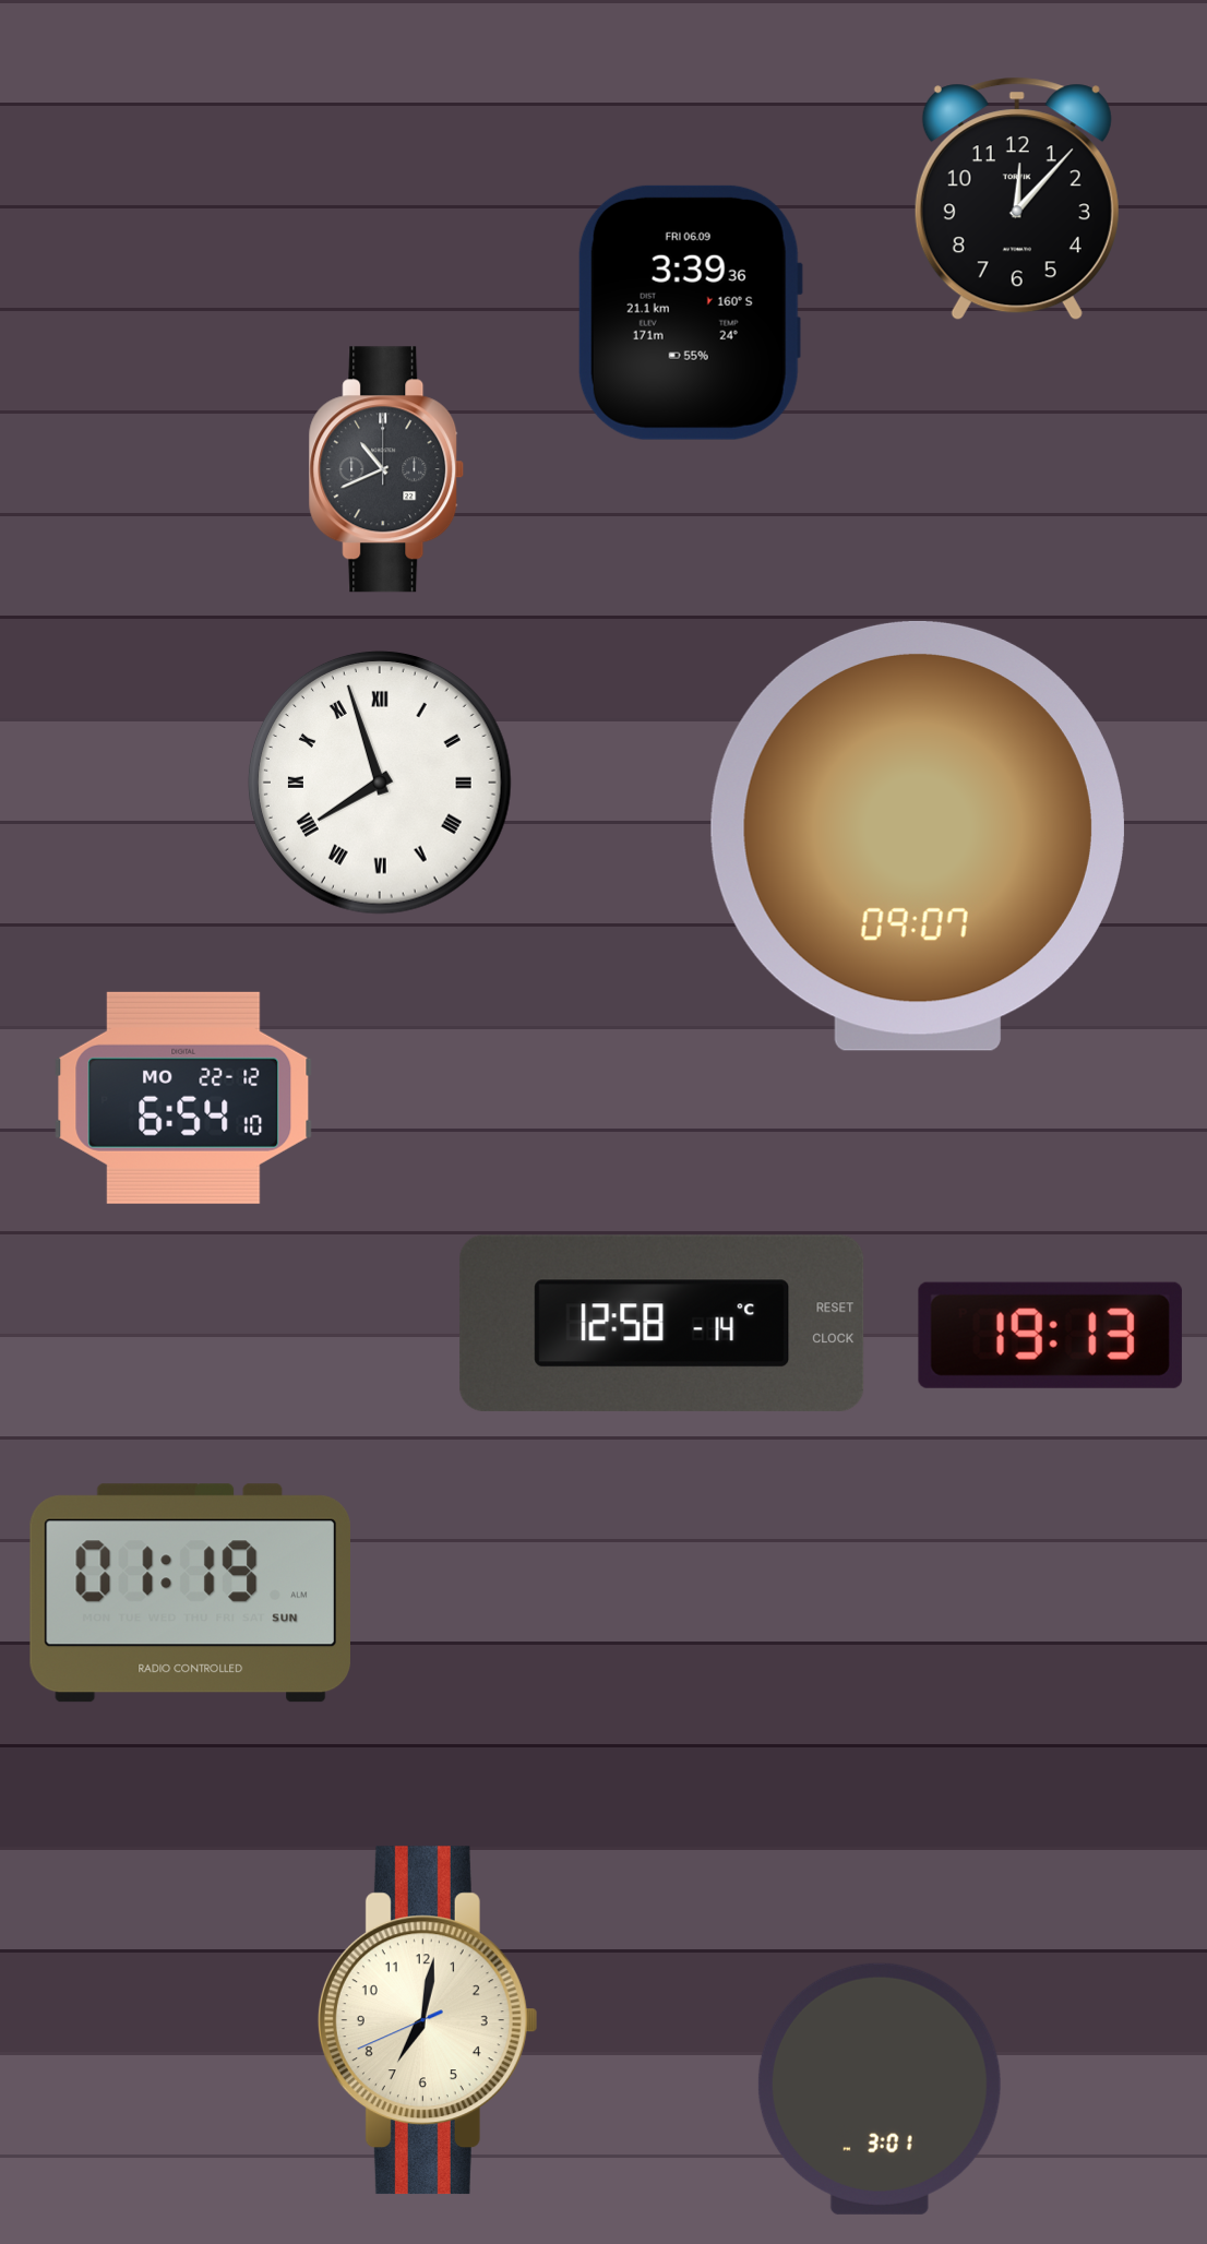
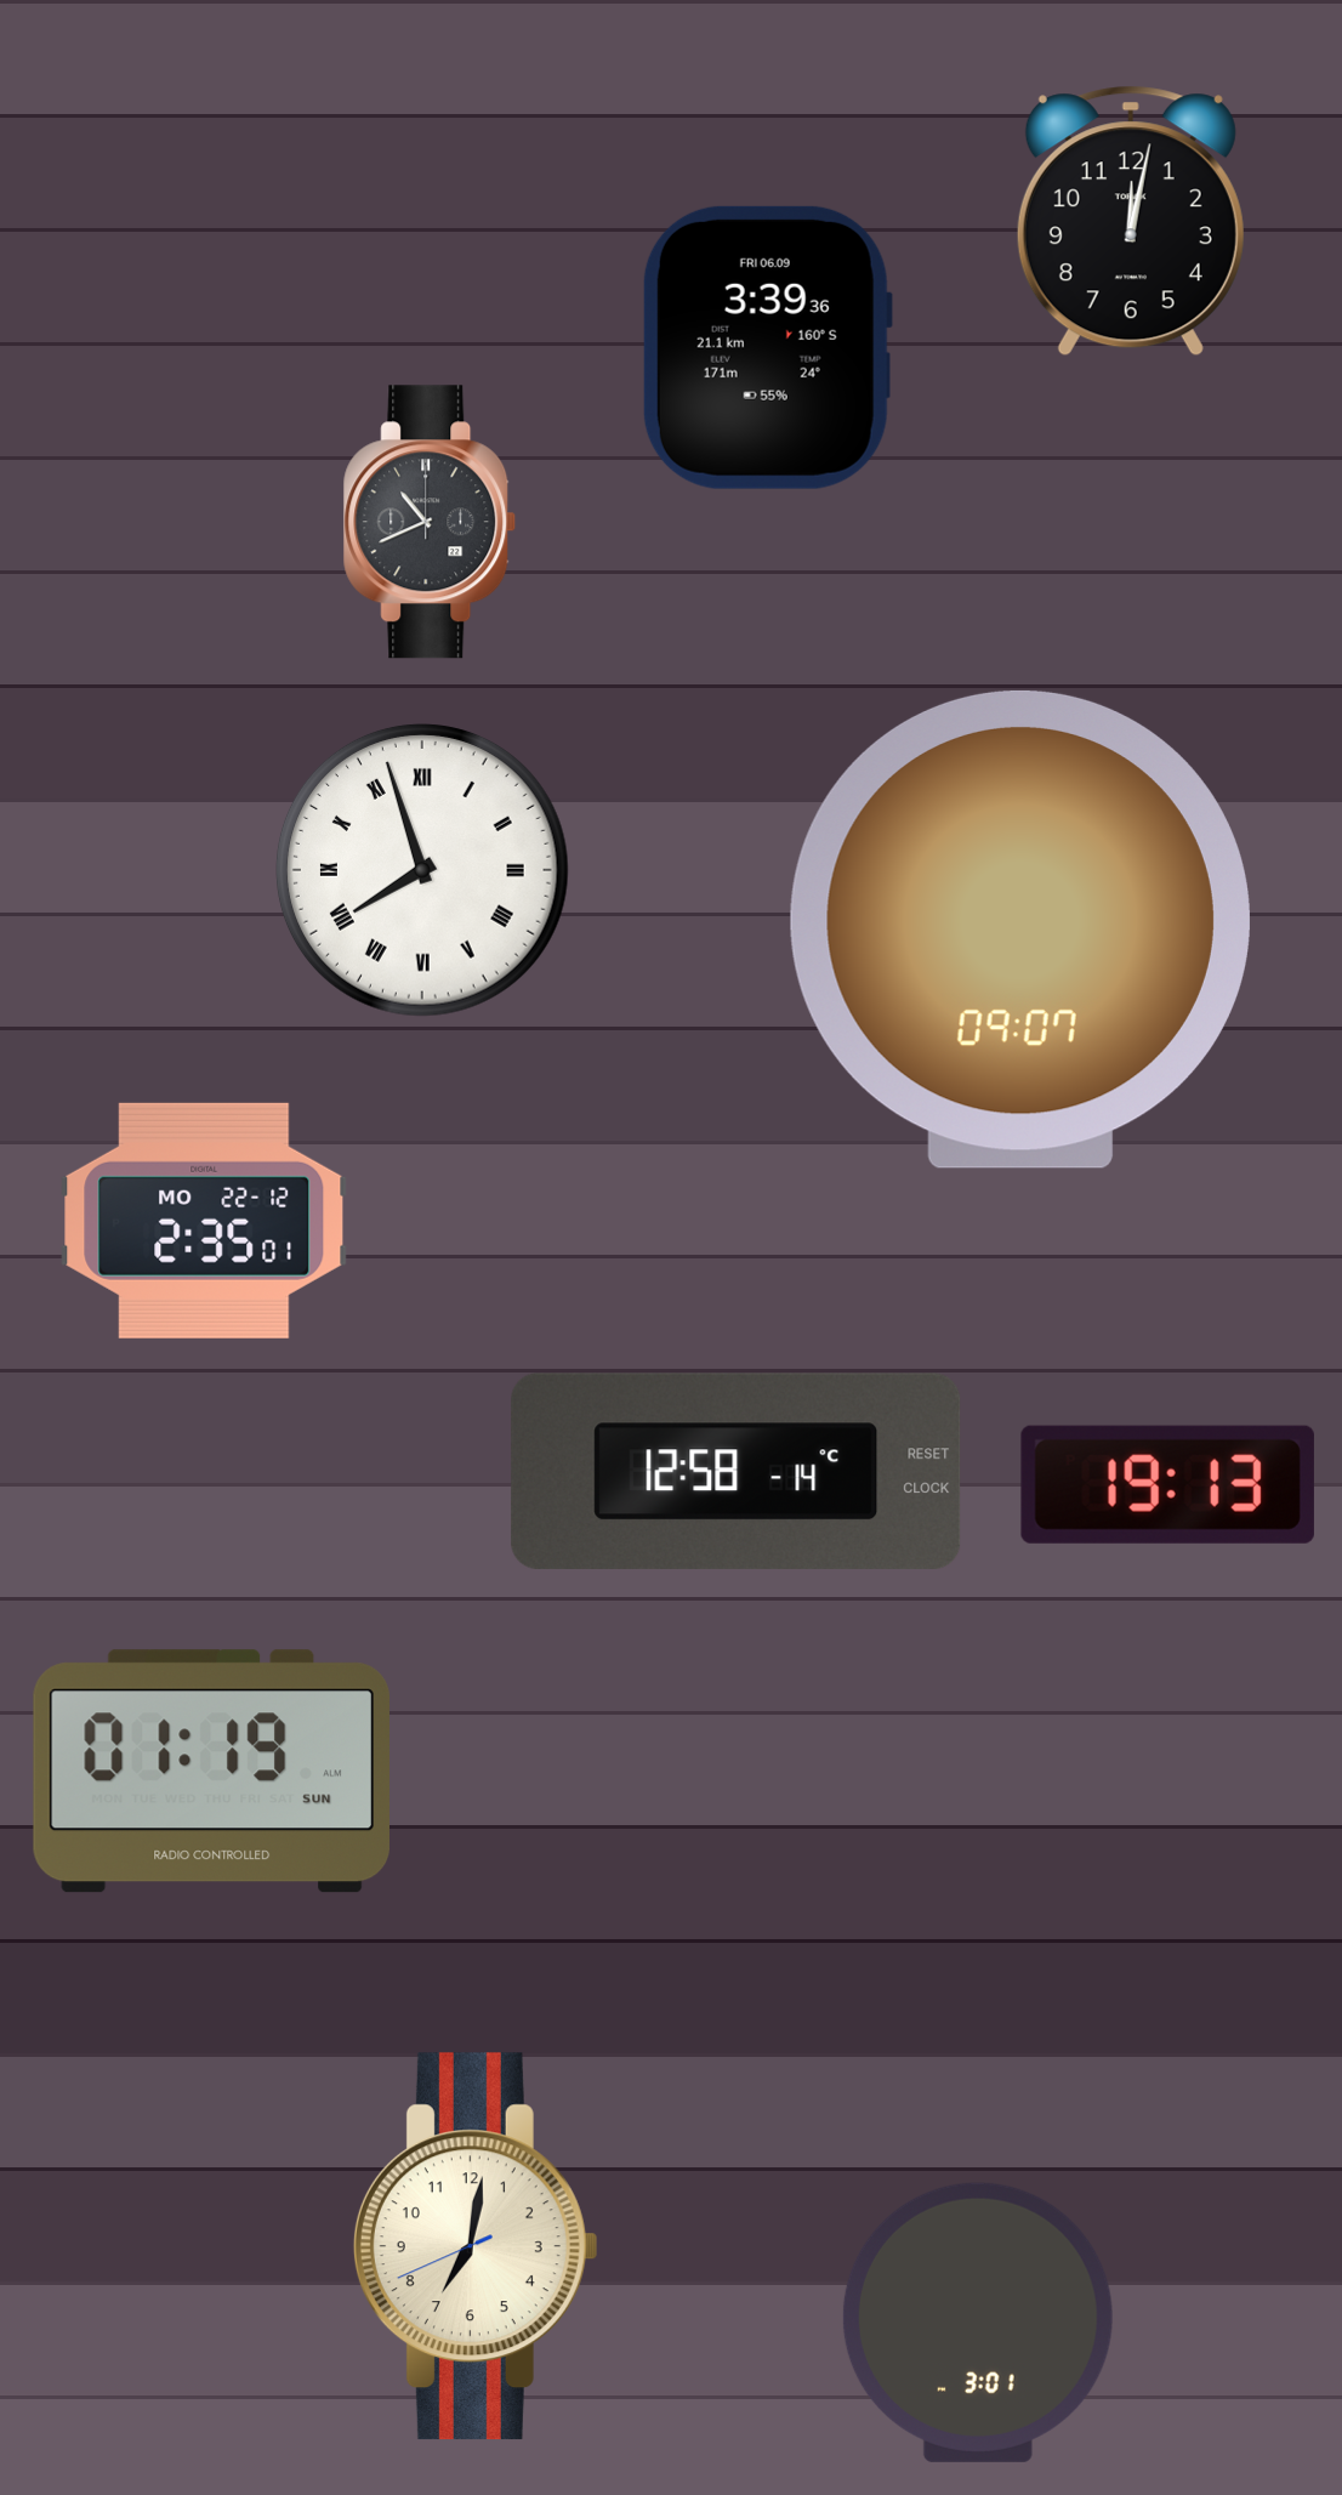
clock at (1017, 199): 12:07 -> 12:02
clock at (183, 1098): 6:54 -> 2:35
